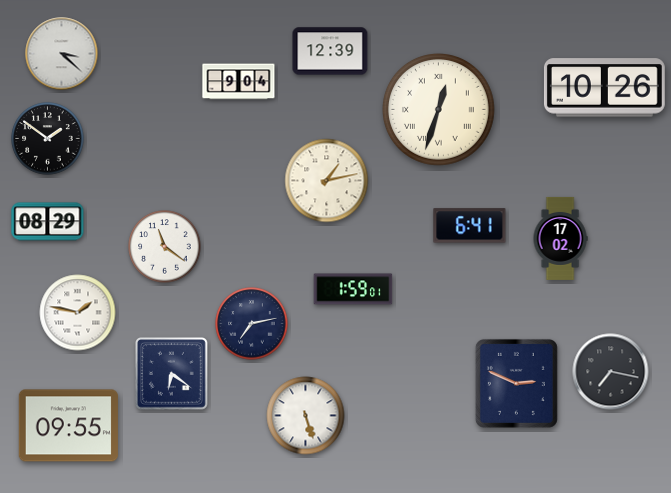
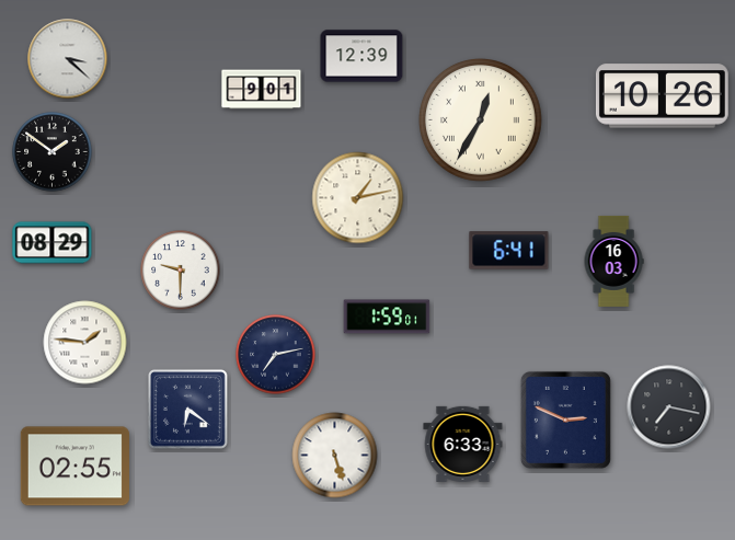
clock at (239, 82): 9:04 -> 9:01
clock at (439, 110): 12:33 -> 12:35
clock at (470, 226) position: (470, 226) -> (509, 251)
clock at (560, 238): 17:02 -> 16:03
clock at (165, 247): 11:21 -> 9:30
clock at (78, 313): 1:47 -> 1:46
clock at (463, 444): none -> 6:33
clock at (68, 426): 09:55 -> 02:55
